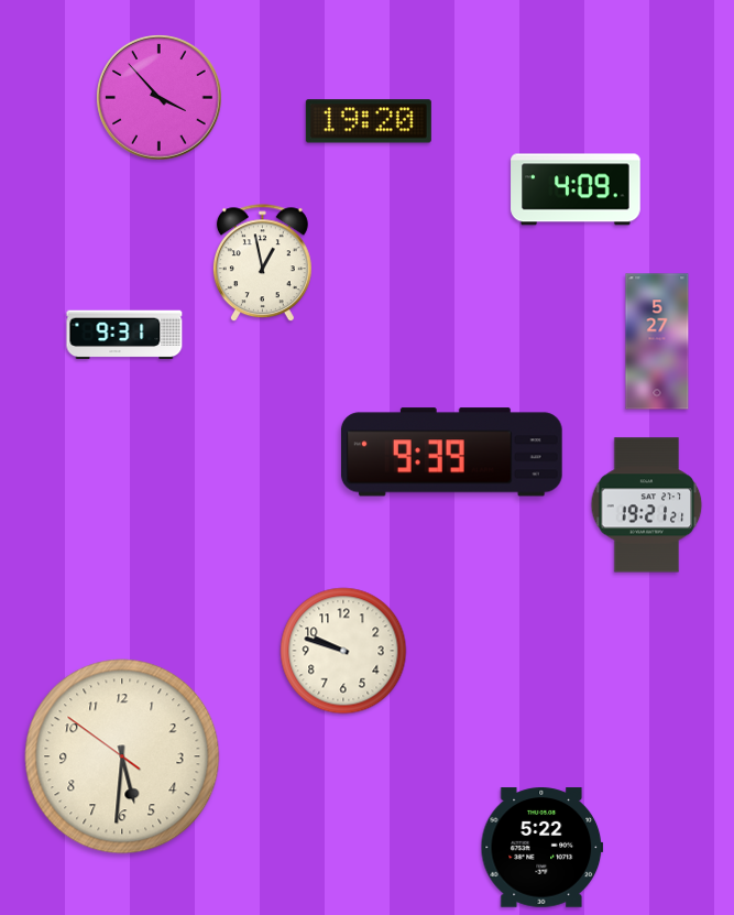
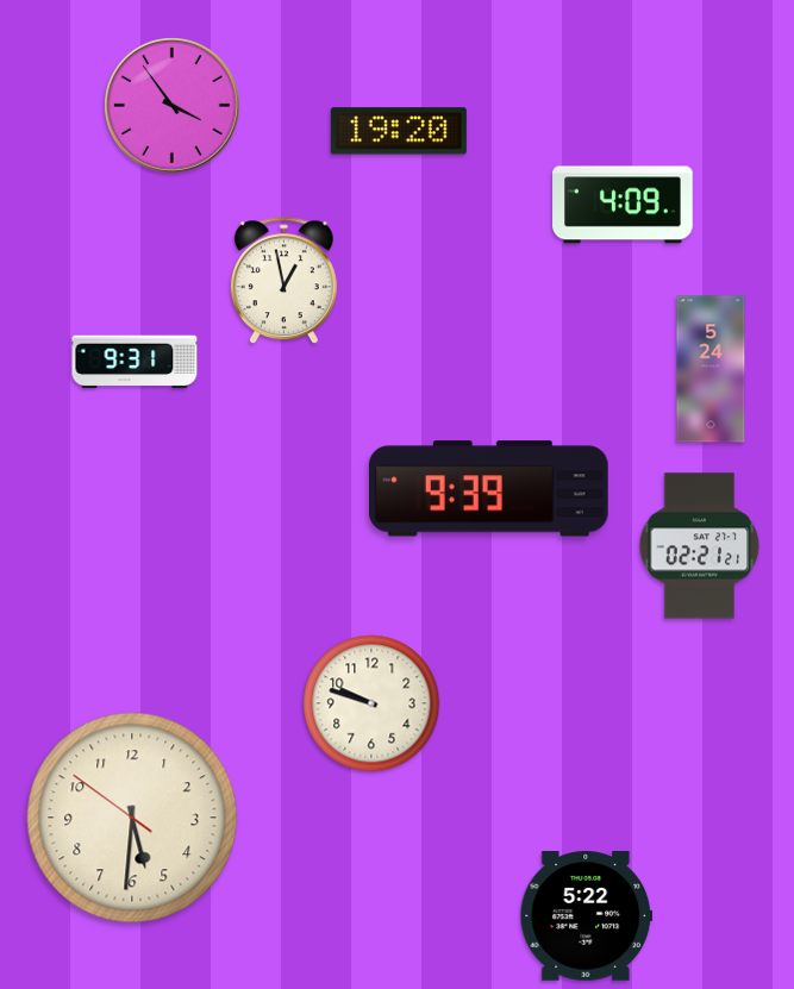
clock at (160, 98): 3:53 -> 3:54
clock at (262, 263) position: (262, 263) -> (283, 281)
clock at (657, 341): 5:27 -> 5:24
clock at (647, 505): 19:21 -> 02:21
